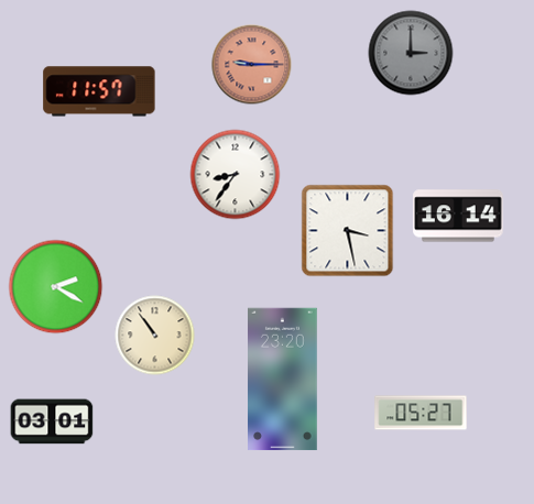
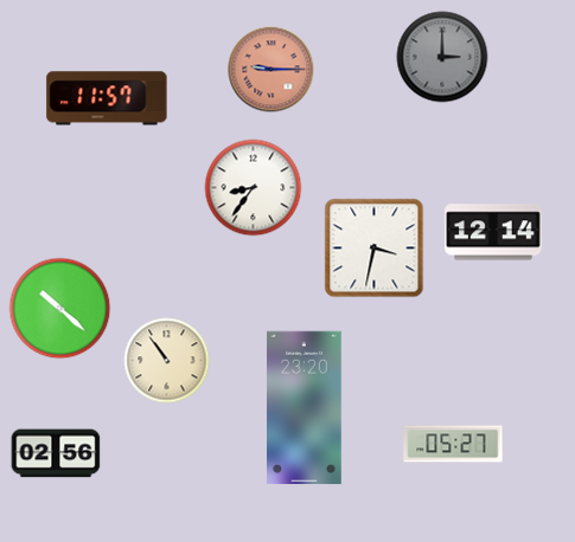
clock at (458, 216): 16:14 -> 12:14
clock at (348, 231): 3:28 -> 3:32
clock at (56, 287): 2:20 -> 10:22
clock at (52, 421): 03:01 -> 02:56
